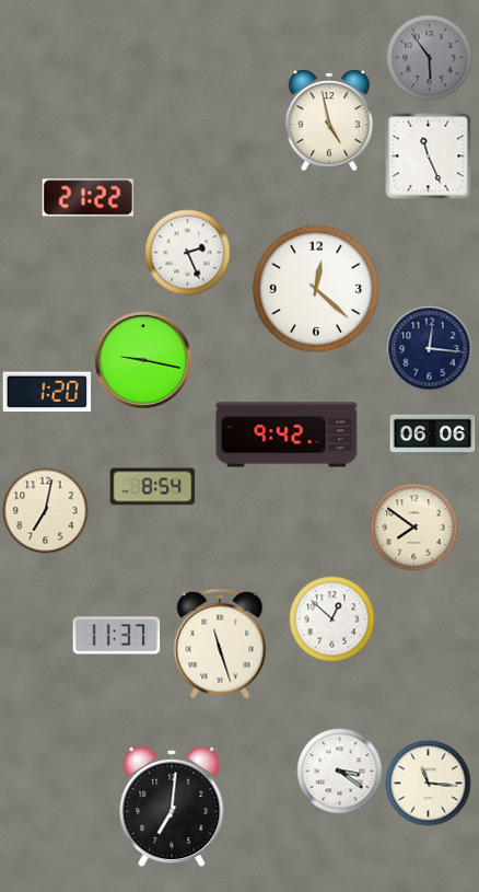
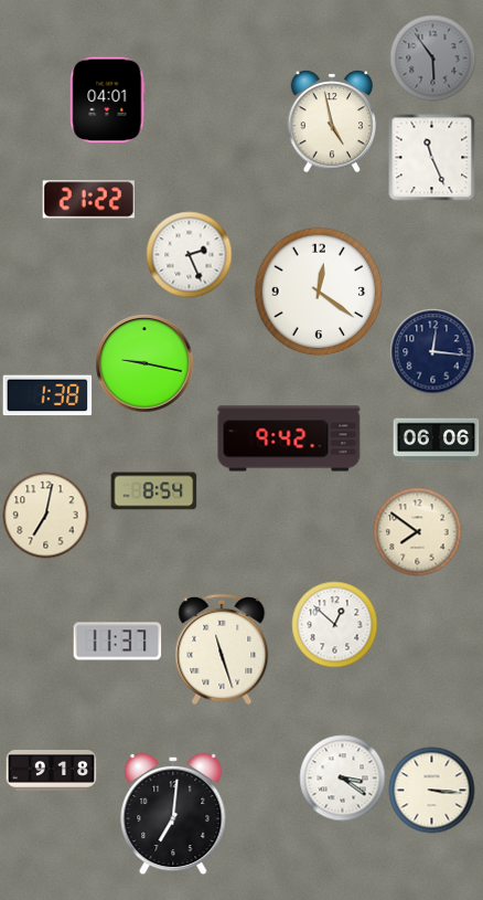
clock at (108, 99): none -> 04:01
clock at (316, 289): 12:22 -> 12:21
clock at (47, 392): 1:20 -> 1:38
clock at (51, 771): none -> 9:18
clock at (428, 783): 11:16 -> 3:16
